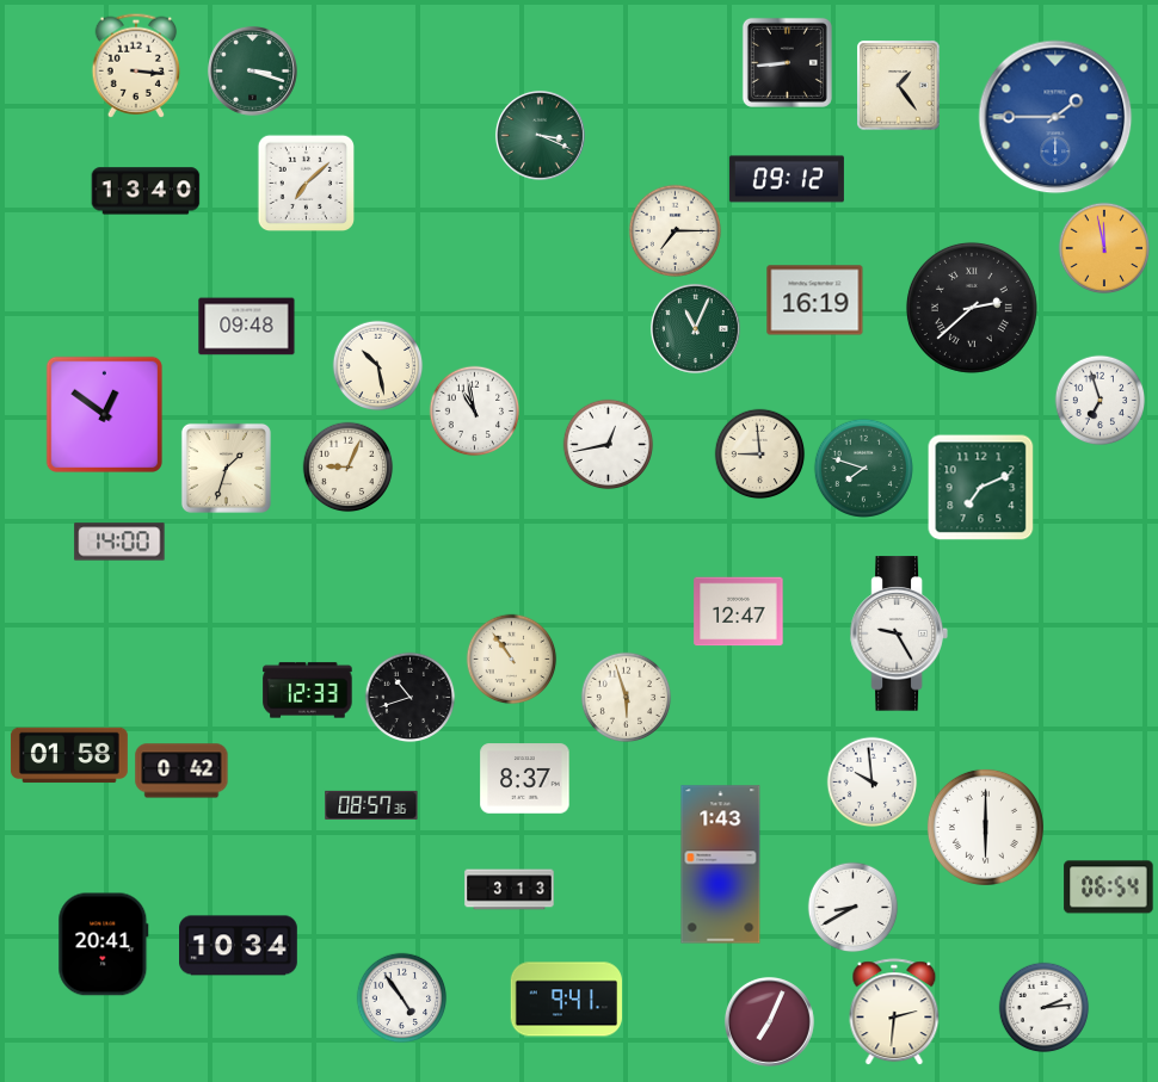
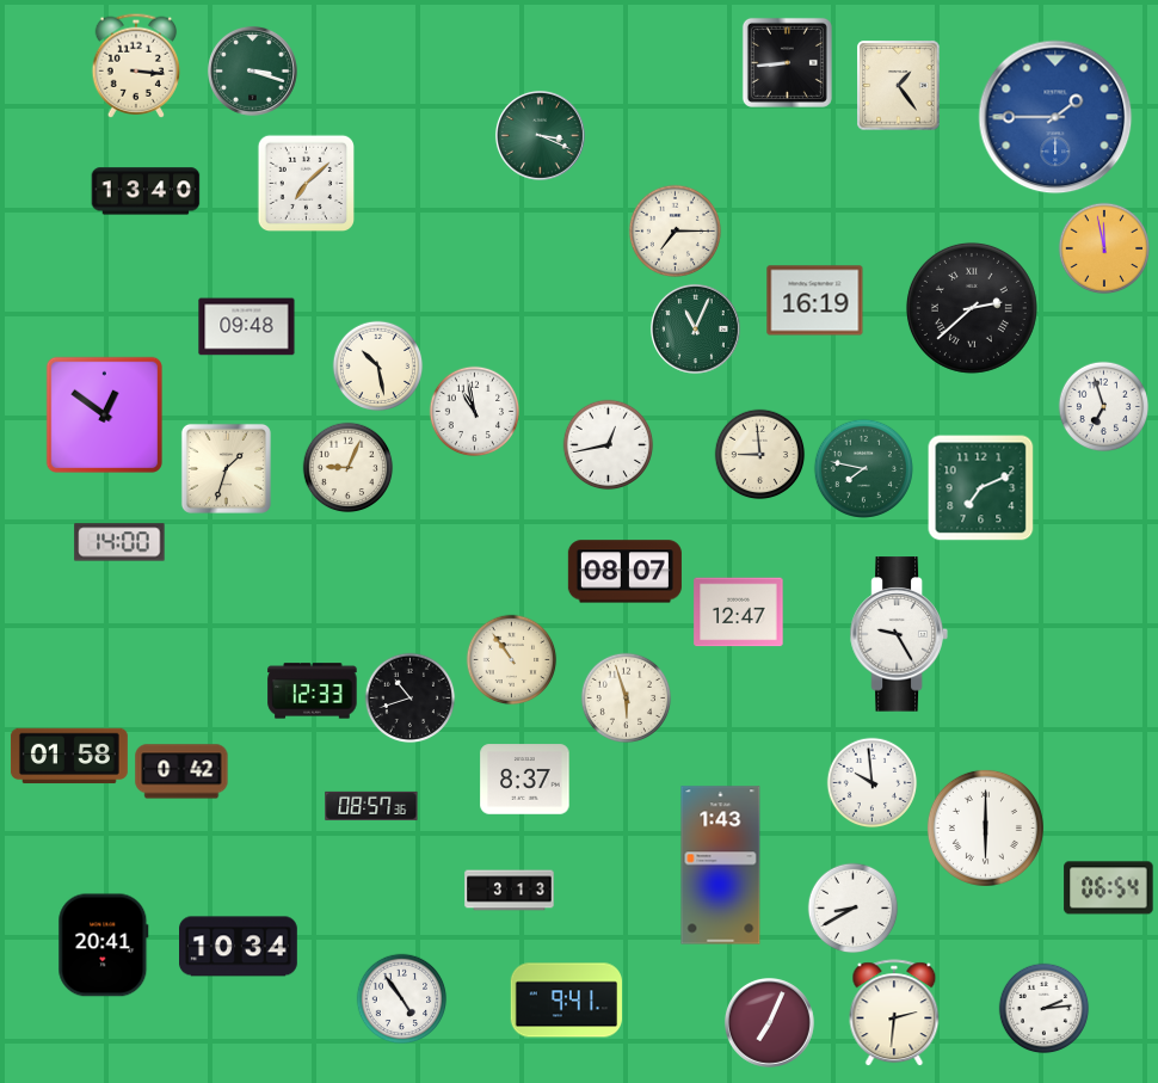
clock at (787, 179): 09:12 -> none
clock at (1101, 401) position: (1101, 401) -> (1104, 407)
clock at (863, 468): 7:48 -> 7:47
clock at (624, 572): none -> 08:07
clock at (308, 691) position: (308, 691) -> (313, 691)
